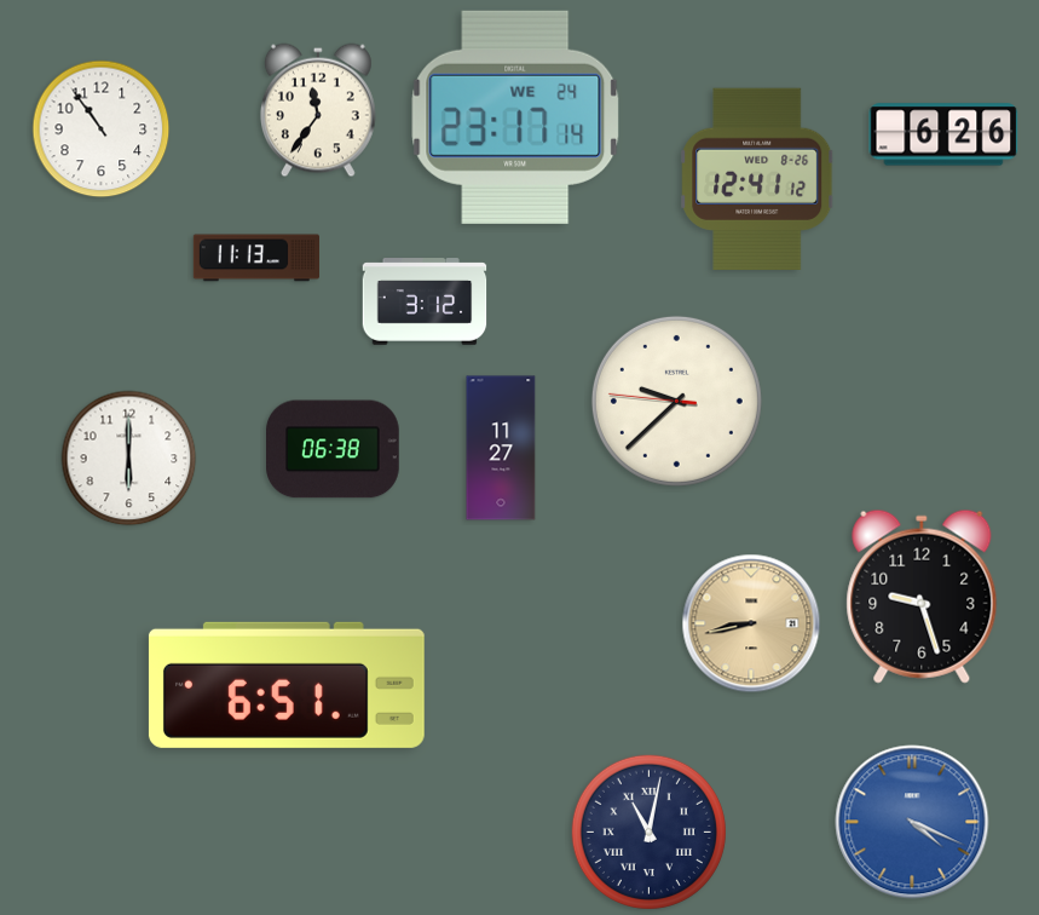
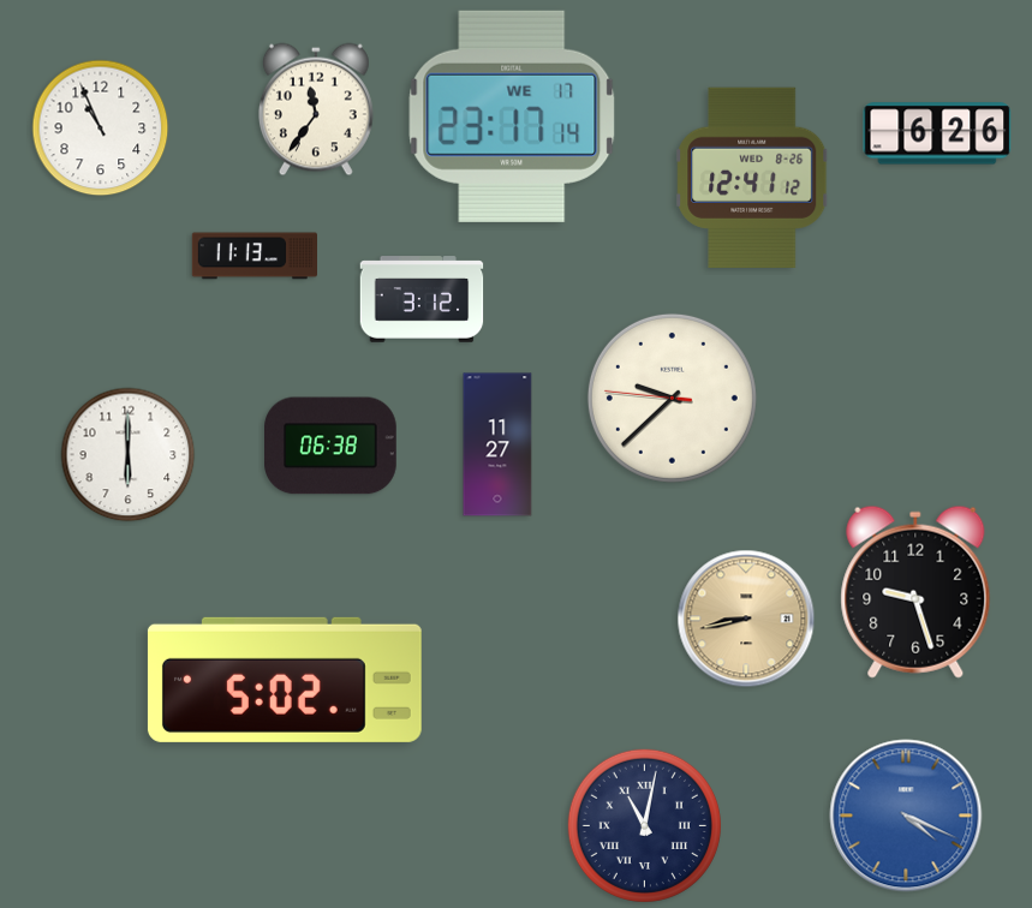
clock at (515, 117) date: WE 24 -> WE 17
clock at (102, 130): 10:54 -> 10:56
clock at (287, 685): 6:51 -> 5:02
